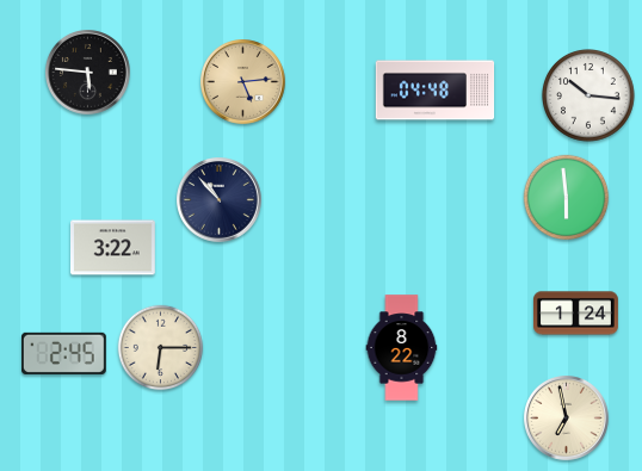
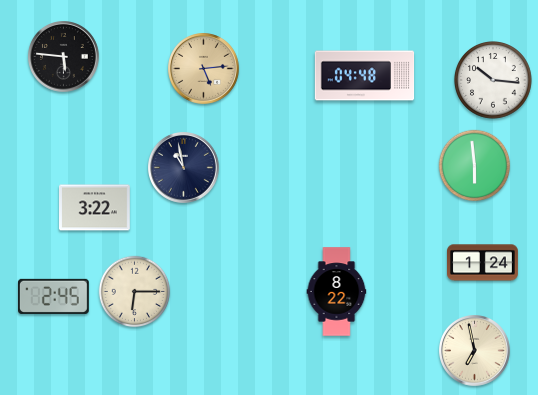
clock at (88, 73) position: (88, 73) -> (64, 57)
clock at (220, 200): 10:53 -> 10:58
